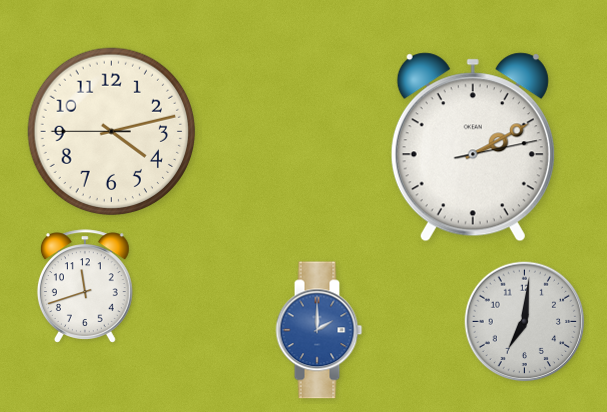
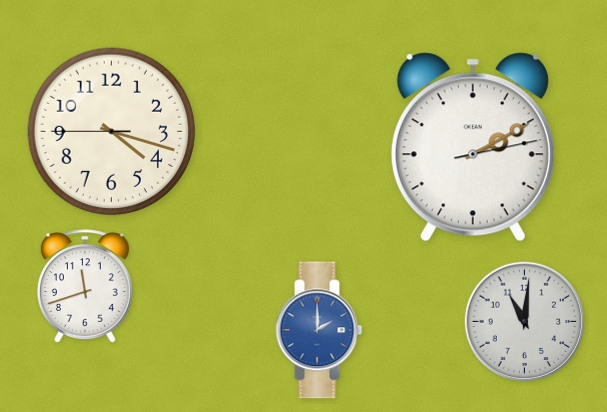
clock at (112, 132): 4:12 -> 4:17
clock at (525, 322): 7:01 -> 11:01
